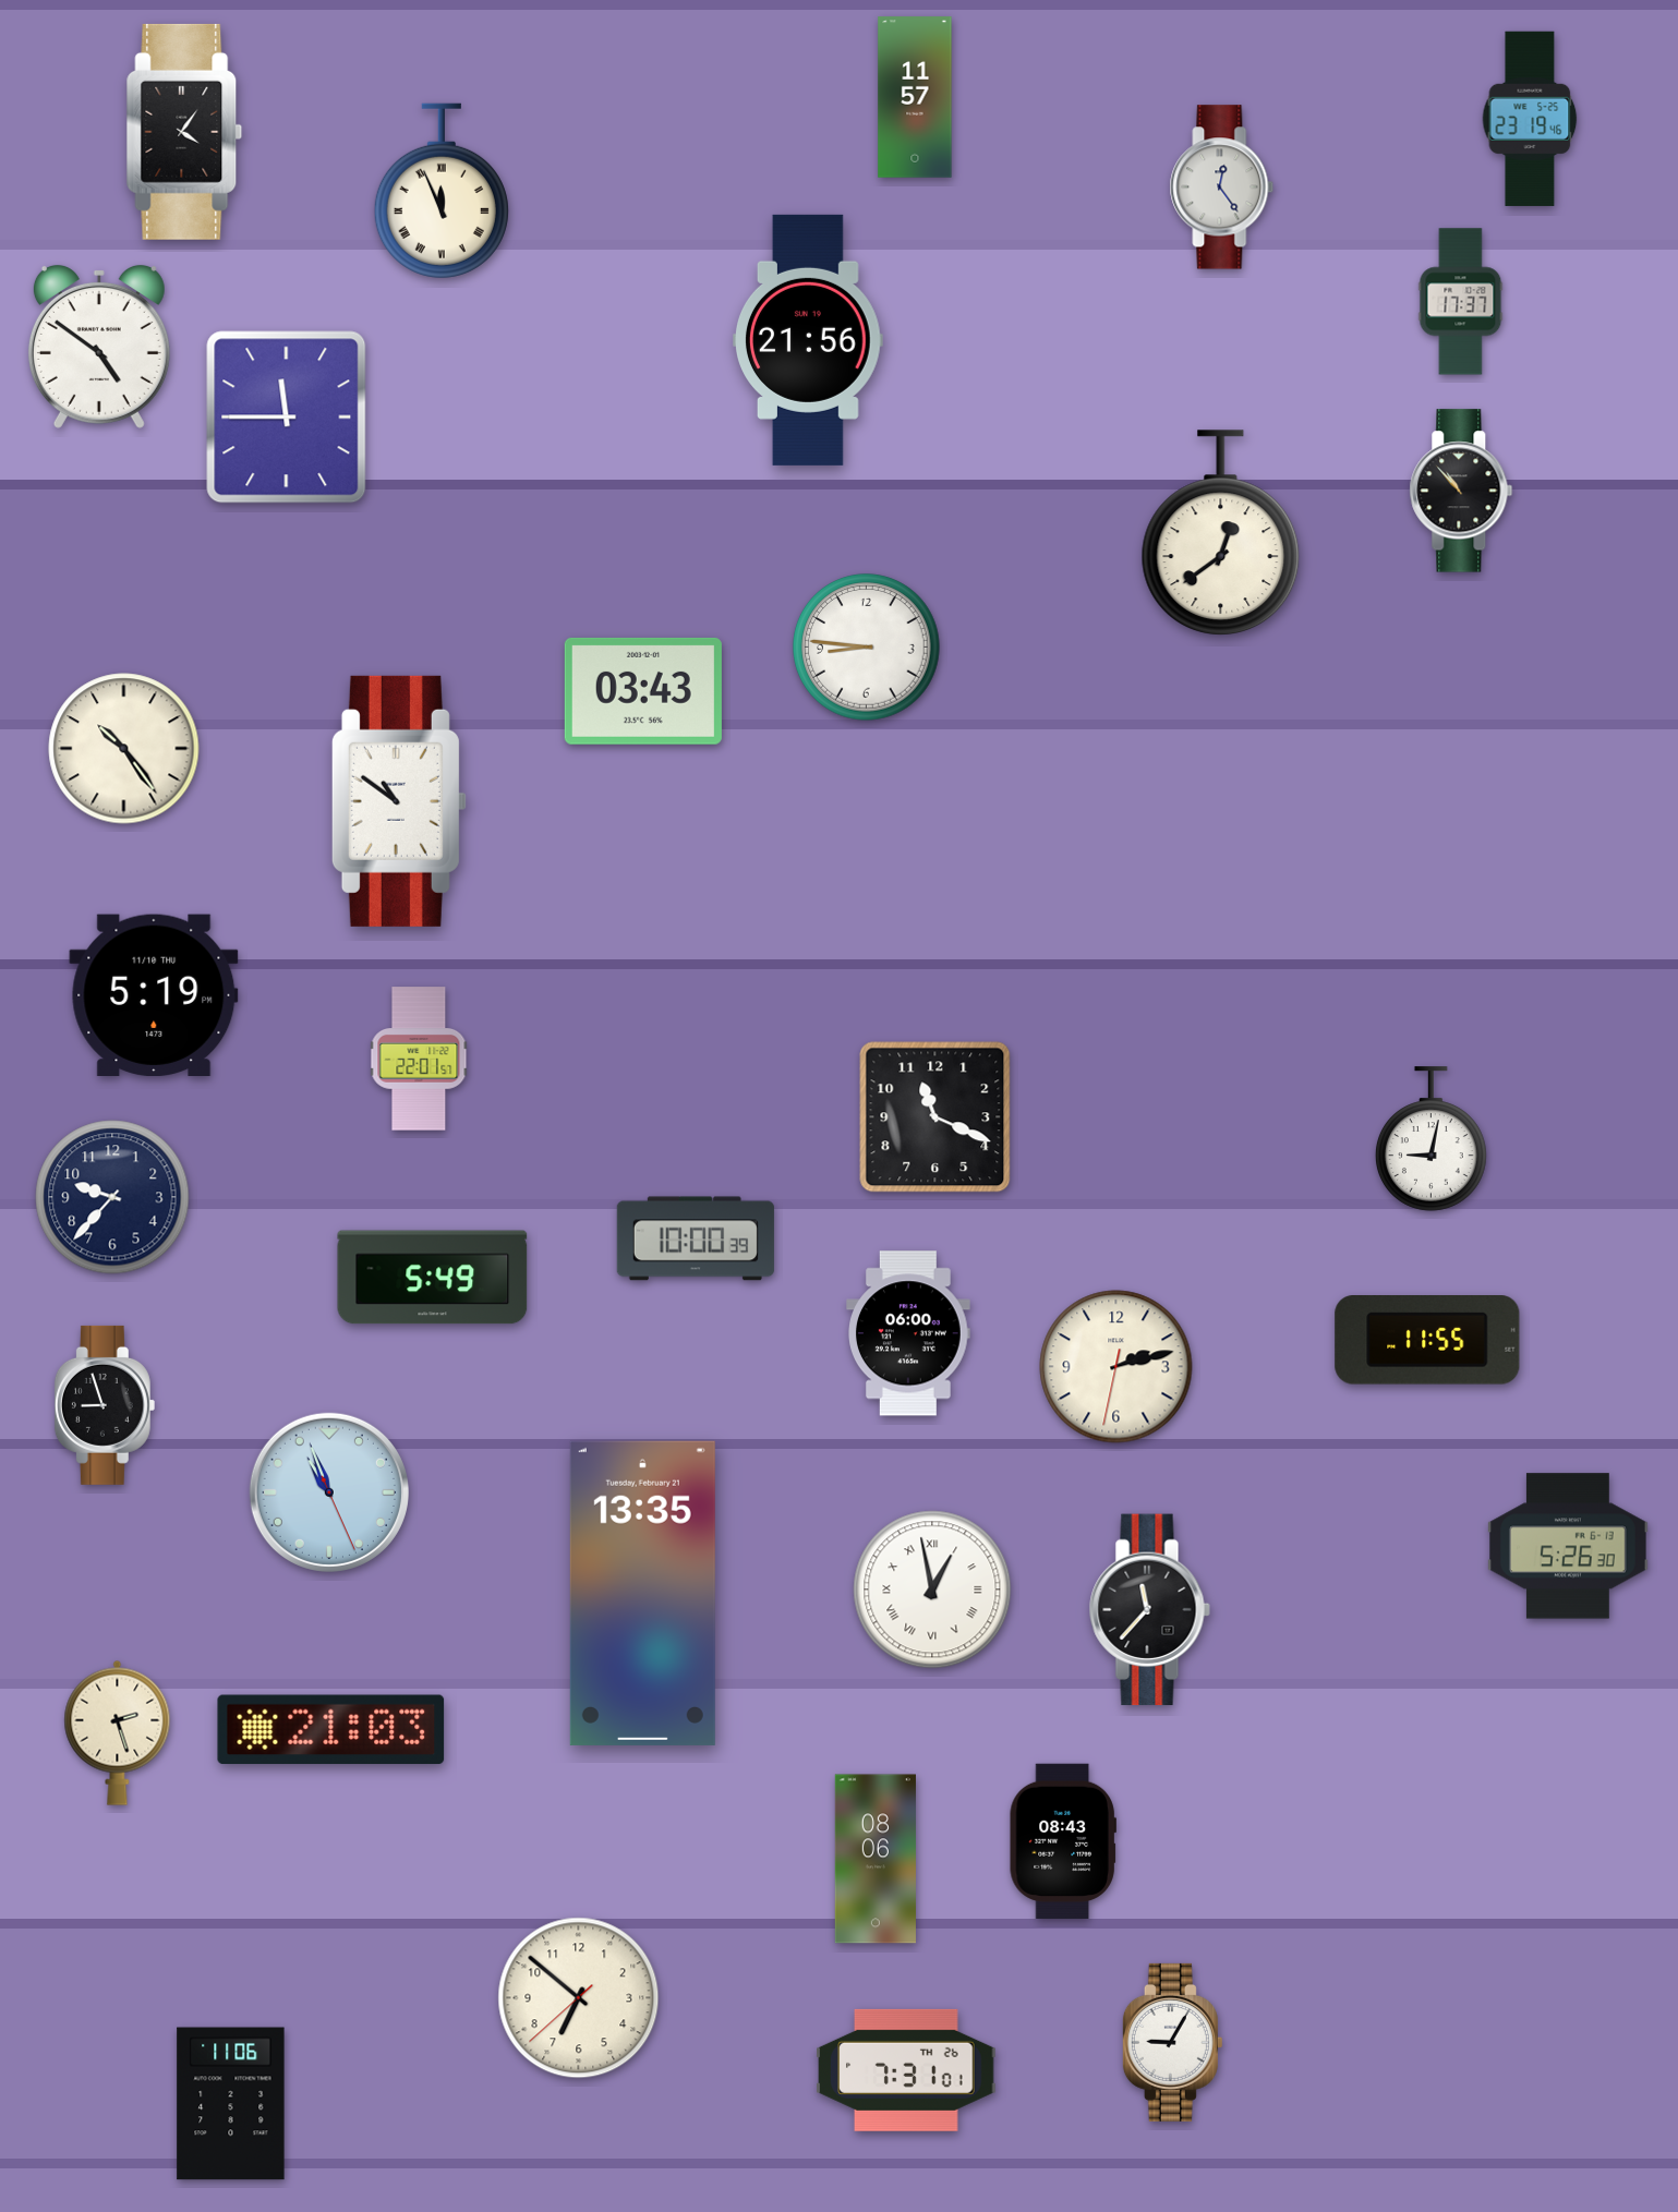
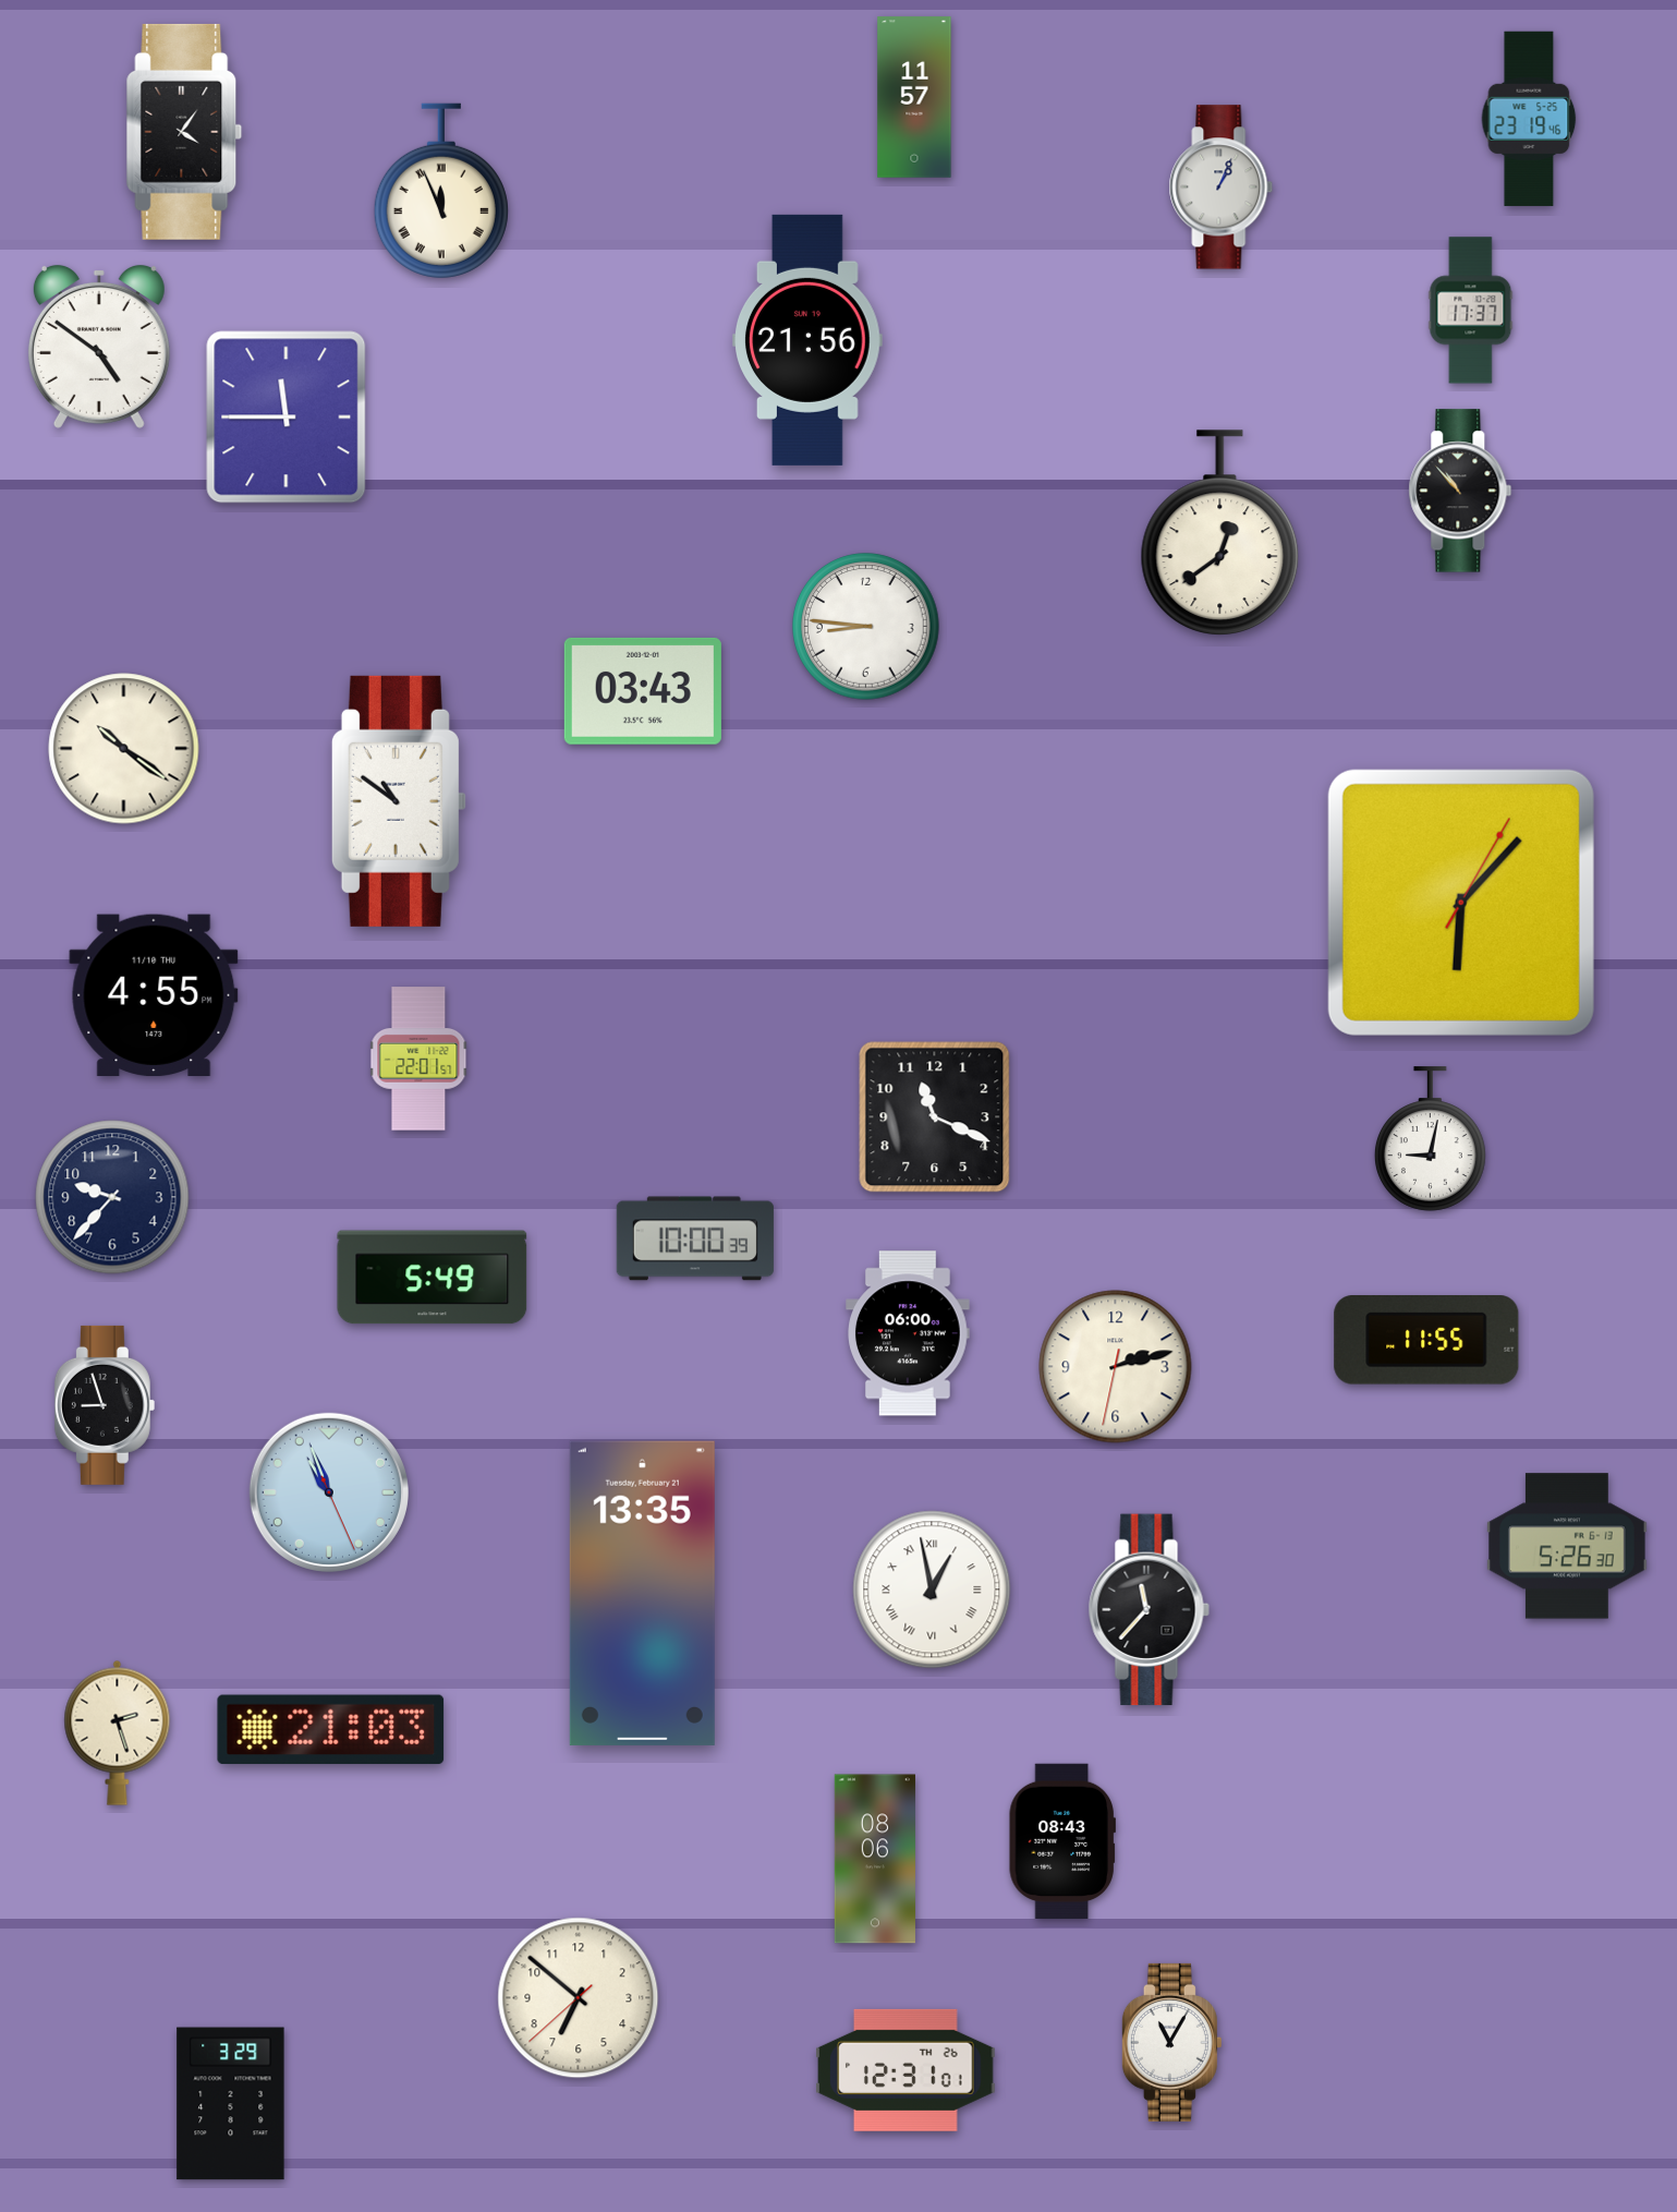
clock at (1222, 188): 12:24 -> 1:04
clock at (1461, 302) position: (1461, 302) -> (1471, 311)
clock at (867, 648) position: (867, 648) -> (866, 627)
clock at (124, 749): 10:24 -> 10:21
clock at (1461, 903): none -> 6:07
clock at (154, 994): 5:19 -> 4:55
clock at (1172, 2042): 9:05 -> 11:05
clock at (906, 2070): 7:31 -> 12:31
clock at (231, 2104): 11:06 -> 3:29
